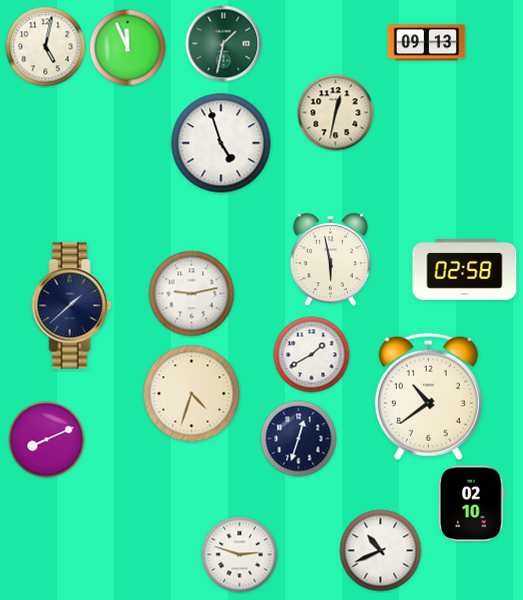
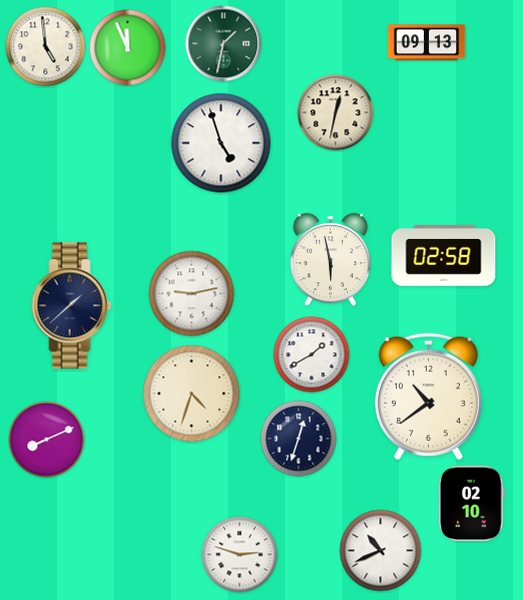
clock at (46, 47): 5:02 -> 4:59
clock at (465, 270) position: (465, 270) -> (444, 256)
